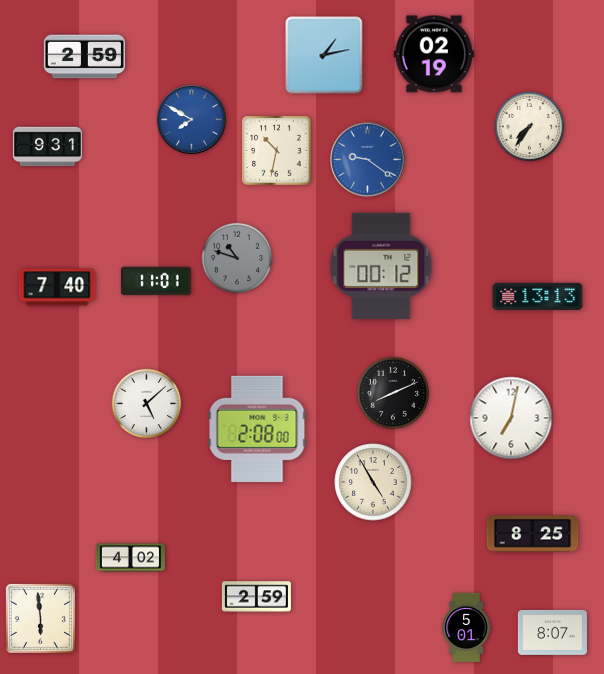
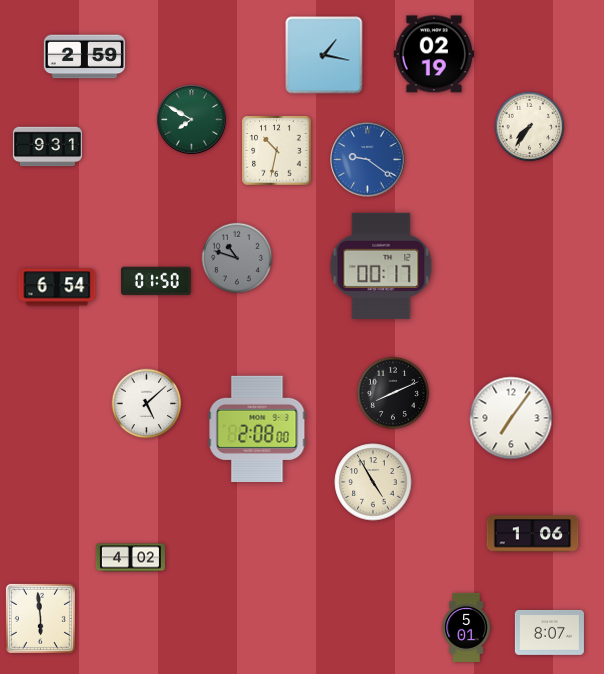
clock at (324, 55): 1:13 -> 1:17
clock at (191, 119) dial: blue -> green
clock at (381, 266): 00:12 -> 00:17
clock at (156, 281): 11:01 -> 01:50
clock at (57, 287): 7:40 -> 6:54
clock at (538, 297): 13:13 -> none
clock at (511, 418): 7:02 -> 7:06
clock at (533, 534): 8:25 -> 1:06
clock at (256, 597): 2:59 -> none
clock at (552, 632) position: (552, 632) -> (549, 632)
